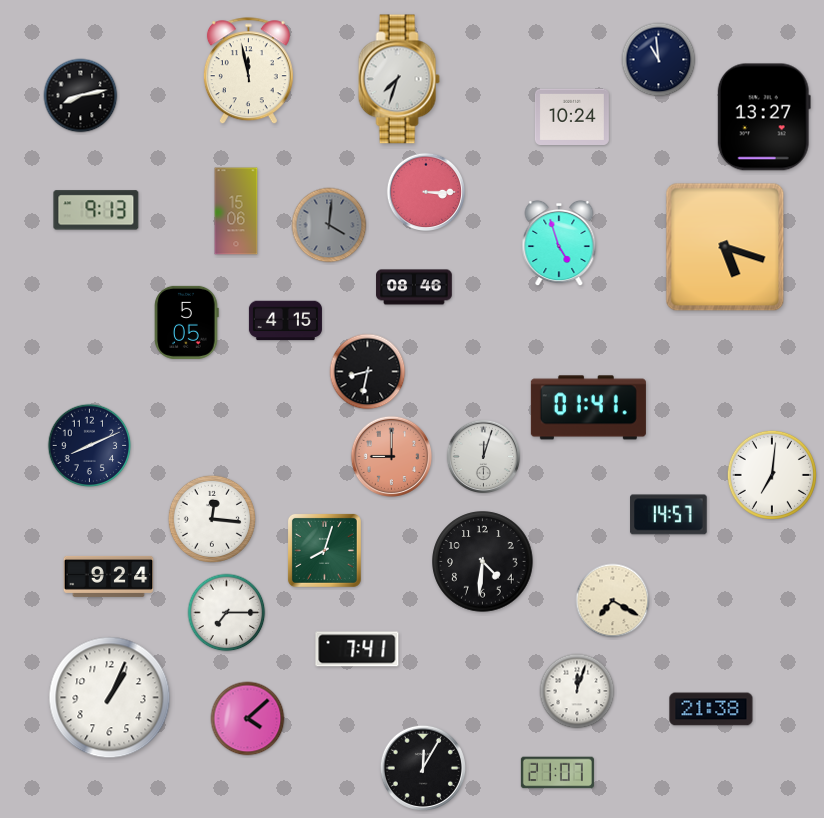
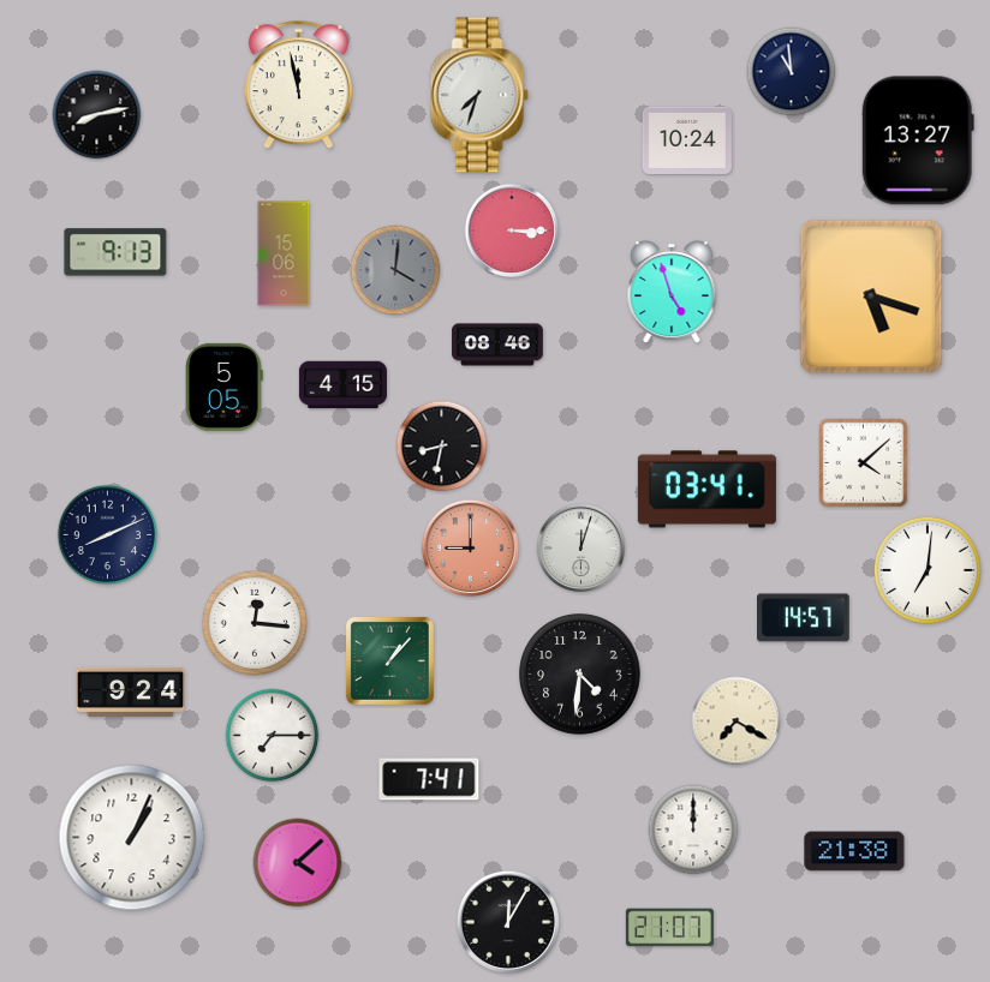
clock at (864, 463): none -> 4:08
clock at (588, 408): 01:41 -> 03:41
clock at (324, 550): 8:03 -> 1:07
clock at (577, 691): 12:03 -> 12:00
